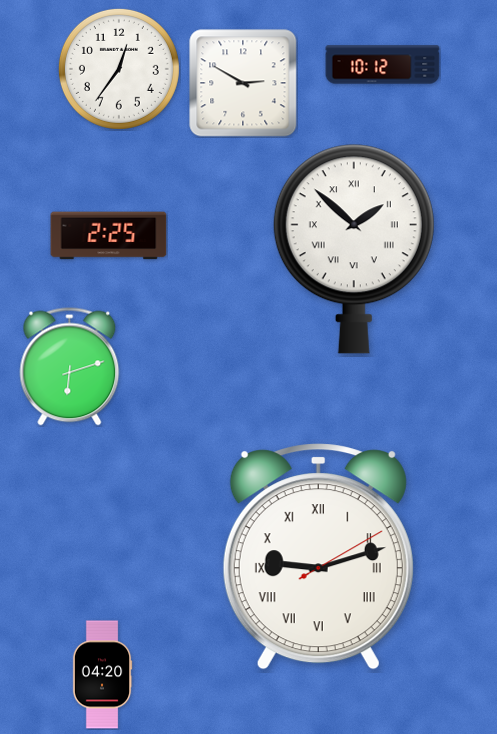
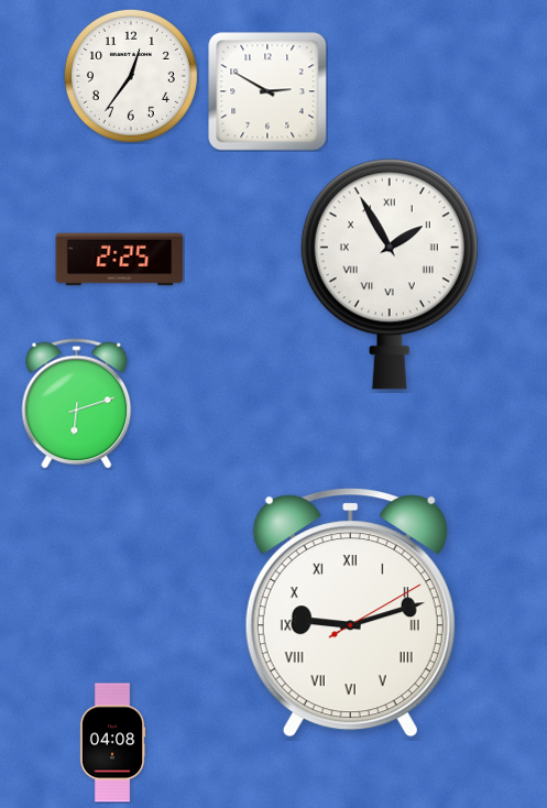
clock at (383, 65): 10:12 -> none
clock at (354, 249): 1:52 -> 1:55
clock at (102, 675): 04:20 -> 04:08
